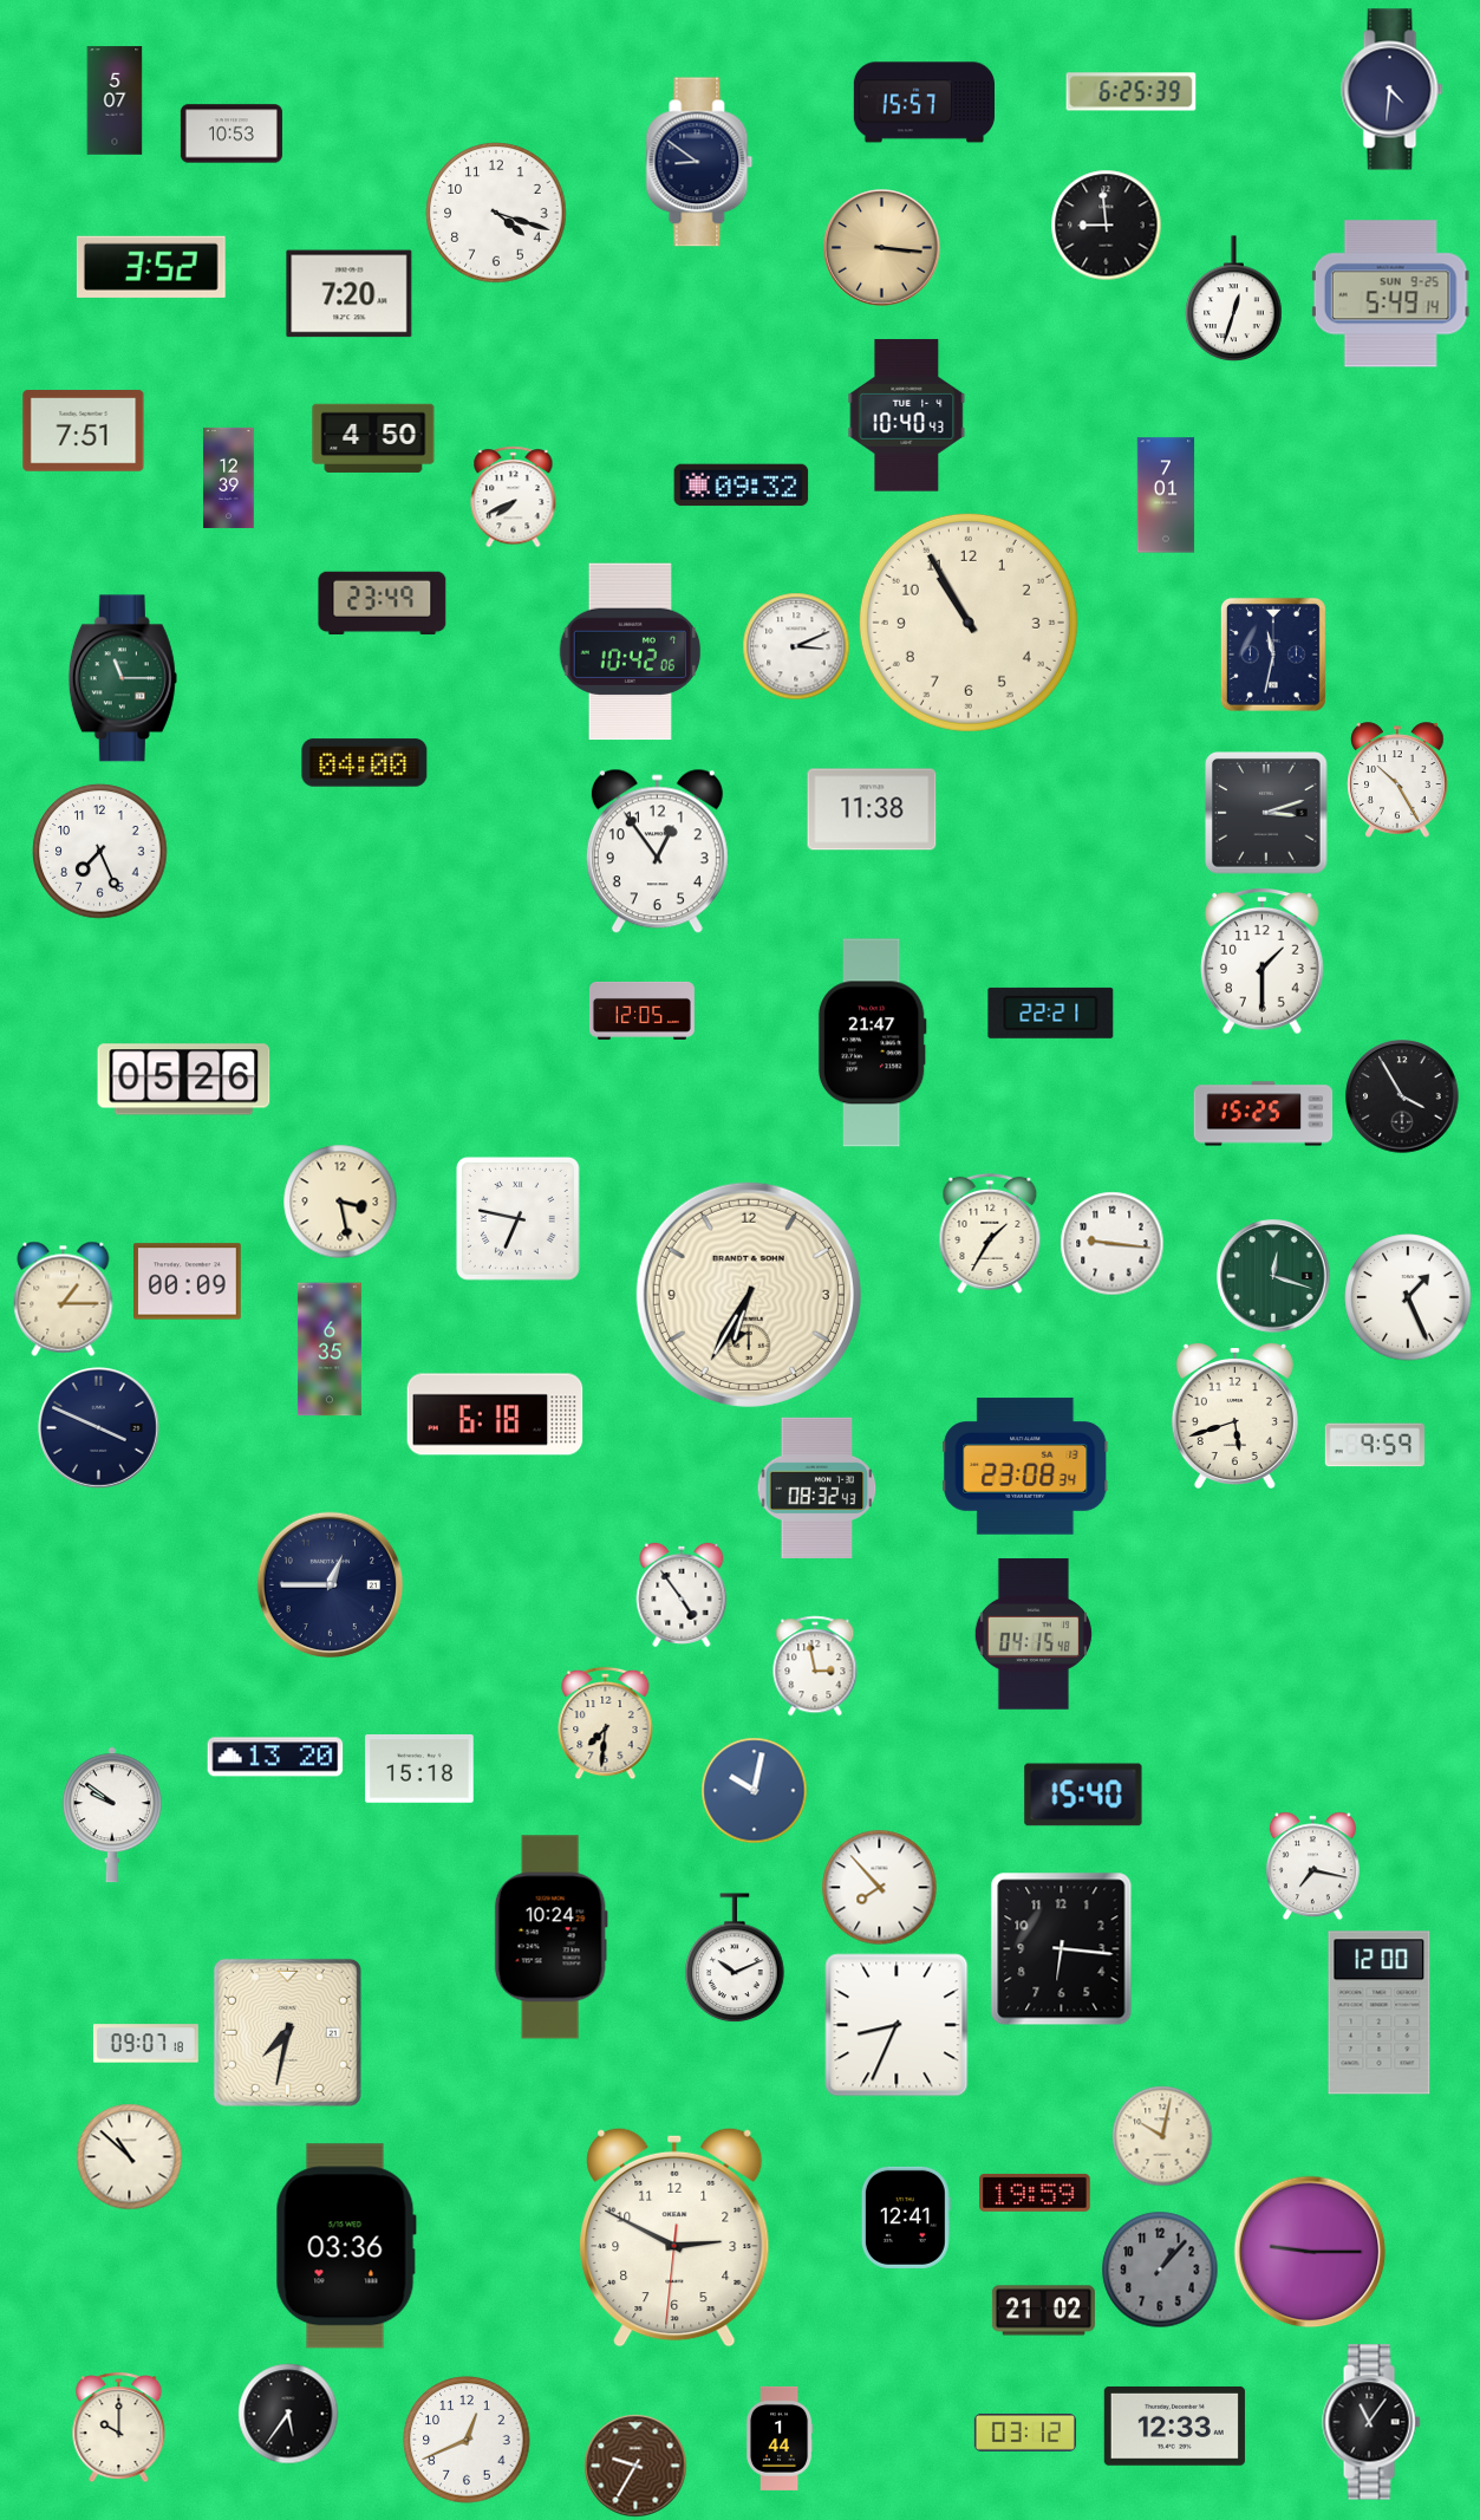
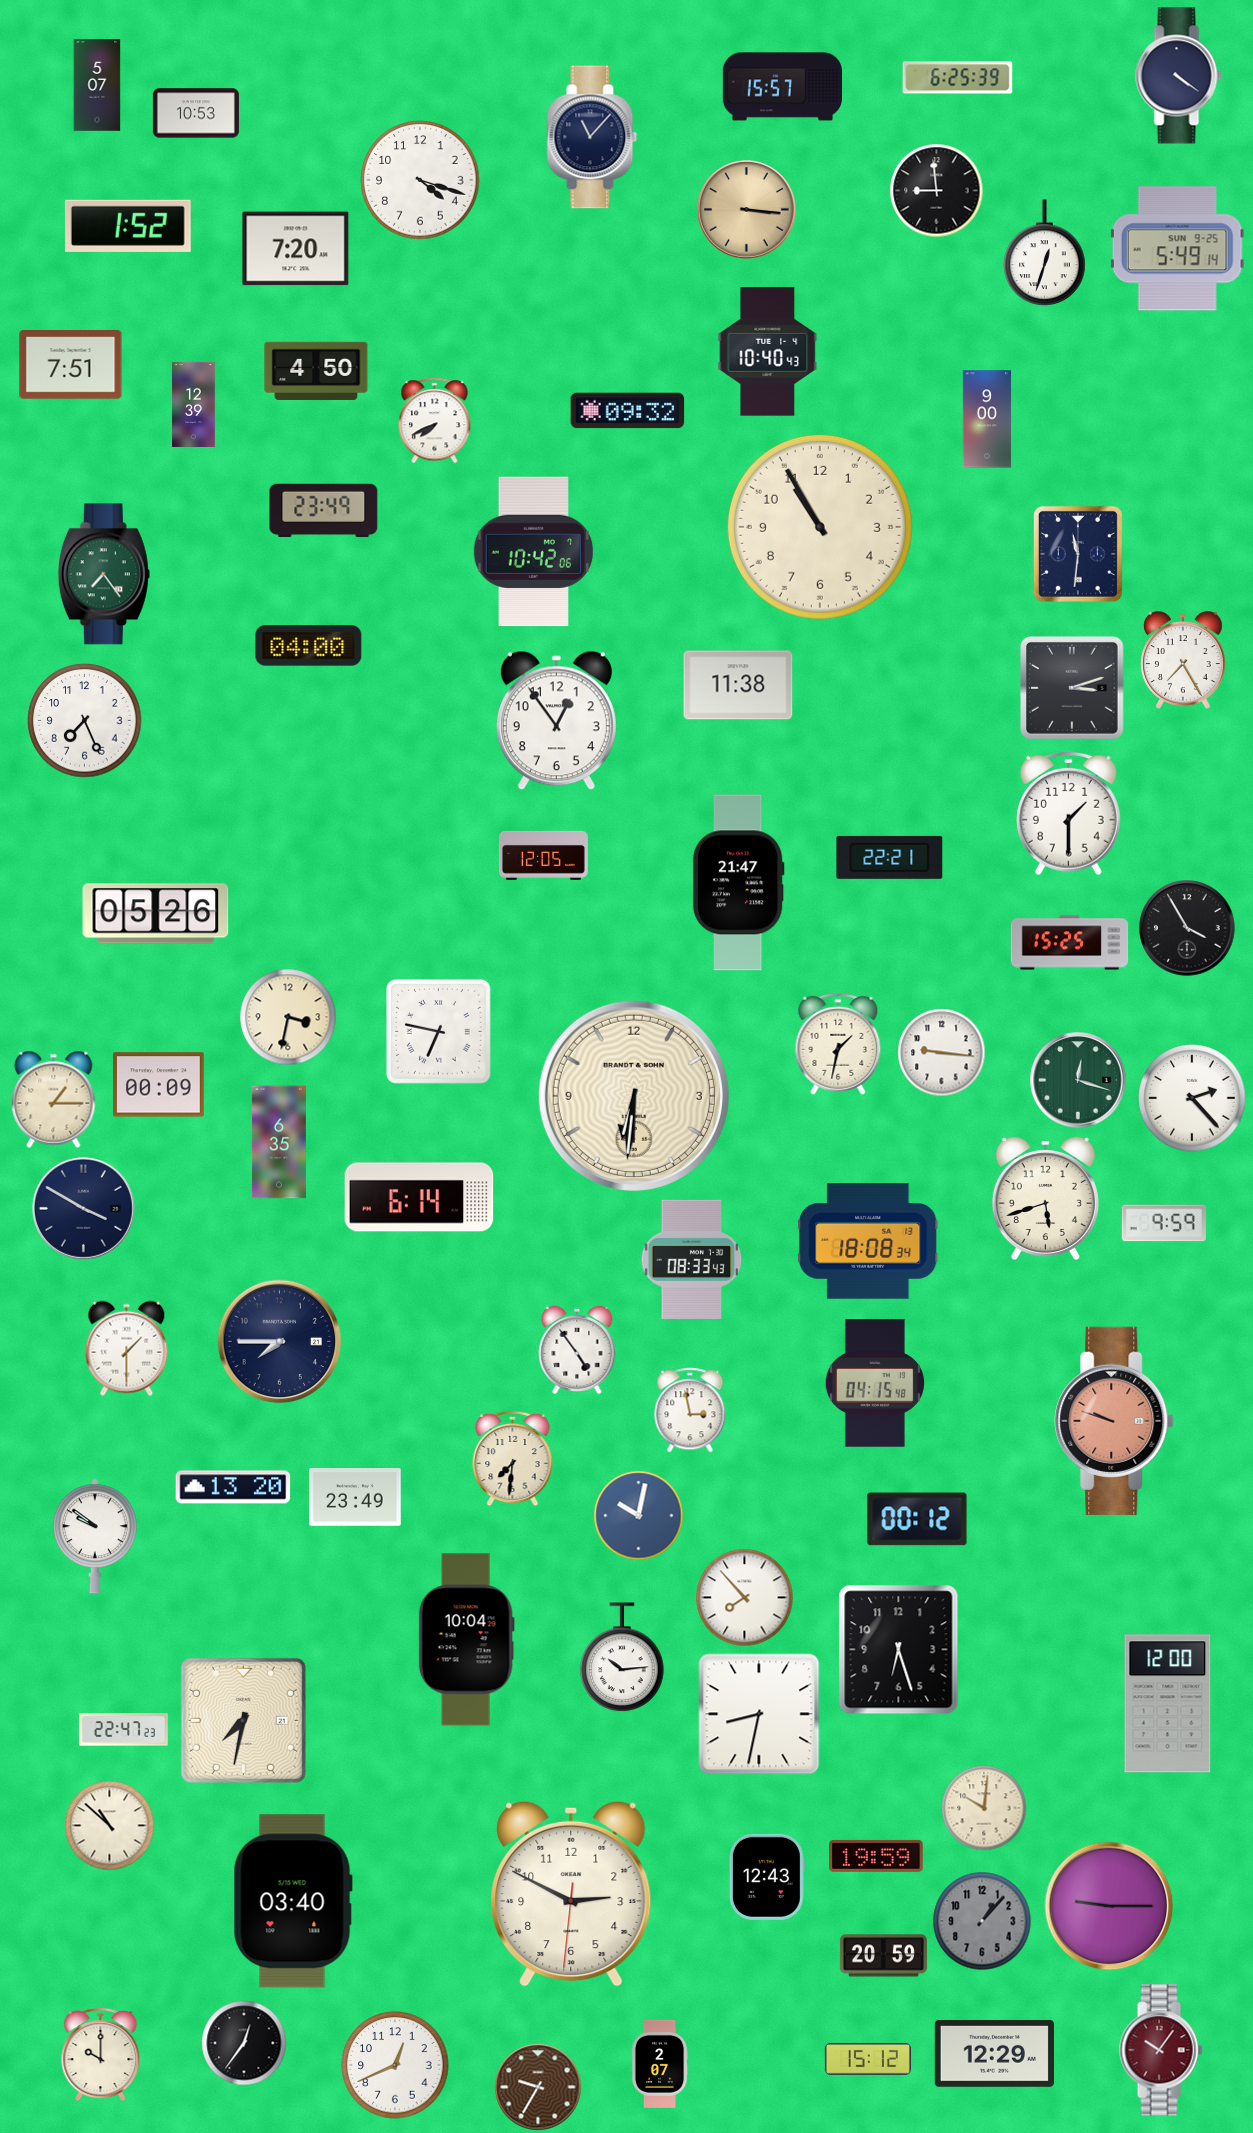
clock at (1393, 90): 4:31 -> 4:21
clock at (699, 162): 8:51 -> 11:07
clock at (151, 267): 3:52 -> 1:52
clock at (1166, 495): 7:01 -> 9:00
clock at (796, 646): 3:11 -> none
clock at (1273, 655): 11:32 -> 11:31
clock at (123, 678): 11:15 -> 7:24
clock at (1397, 780): 10:25 -> 7:25
clock at (340, 1202): 3:28 -> 3:32
clock at (990, 1233): 1:35 -> 1:32
clock at (749, 1295): 6:35 -> 6:31
clock at (1408, 1297): 1:26 -> 2:23
clock at (495, 1414): 6:18 -> 6:14
clock at (99, 1428): 3:49 -> 3:50
clock at (1025, 1466): 23:08 -> 18:08
clock at (817, 1487): 08:32 -> 08:33
clock at (331, 1585): 12:45 -> 7:45
clock at (127, 1349): none -> 1:30
clock at (1114, 1421): none -> 9:48
clock at (419, 1770): 15:18 -> 23:49
clock at (1083, 1795): 15:40 -> 00:12
clock at (1312, 1867): 7:17 -> none
clock at (550, 1938): 10:24 -> 10:04
clock at (1062, 1949): 6:16 -> 6:27
clock at (735, 1959): 10:11 -> 10:14
clock at (897, 2025): 8:34 -> 8:32
clock at (145, 2044): 09:07 -> 22:47
clock at (1162, 2136): 10:02 -> 10:01
clock at (906, 2218): 12:41 -> 12:43
clock at (346, 2246): 03:36 -> 03:40
clock at (1043, 2311): 21:02 -> 20:59
clock at (288, 2414): 5:36 -> 12:36
clock at (1371, 2422): 11:06 -> 10:06
clock at (1371, 2422) dial: black -> burgundy
clock at (1174, 2425): 12:33 -> 12:29
clock at (1025, 2433): 03:12 -> 15:12
clock at (780, 2438): 1:44 -> 2:07
